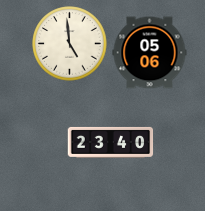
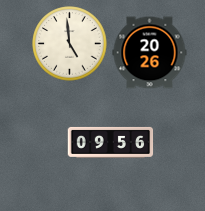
clock at (150, 53): 05:06 -> 20:26
clock at (111, 142): 23:40 -> 09:56
